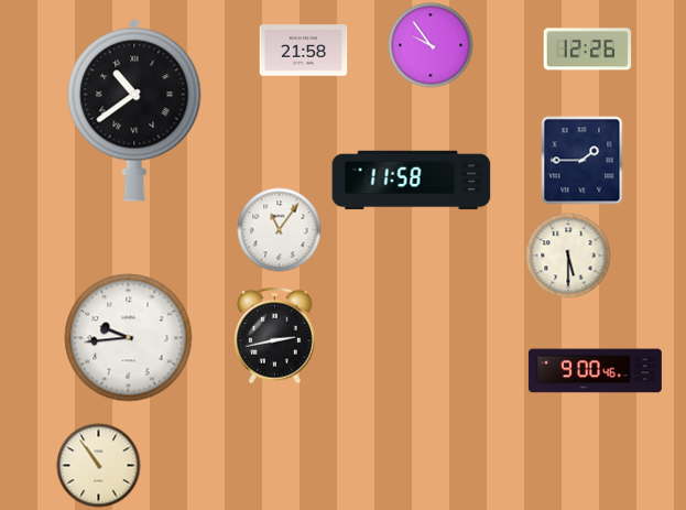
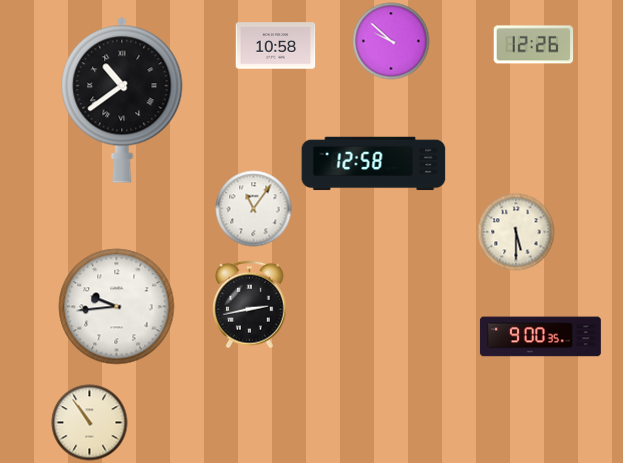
clock at (431, 45): 9:54 -> 9:52
clock at (304, 51): 21:58 -> 10:58
clock at (582, 161): 1:45 -> none
clock at (412, 181): 11:58 -> 12:58
clock at (595, 371): 9:00:46 -> 9:00:35
